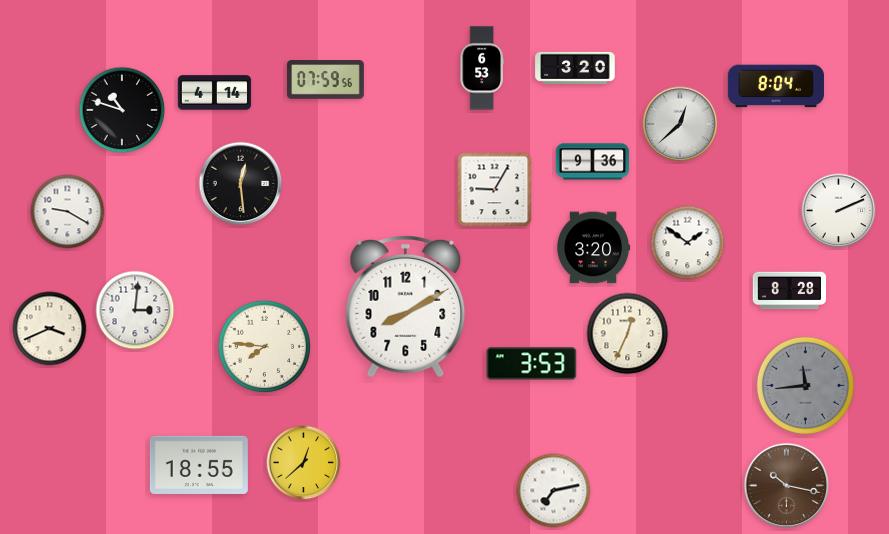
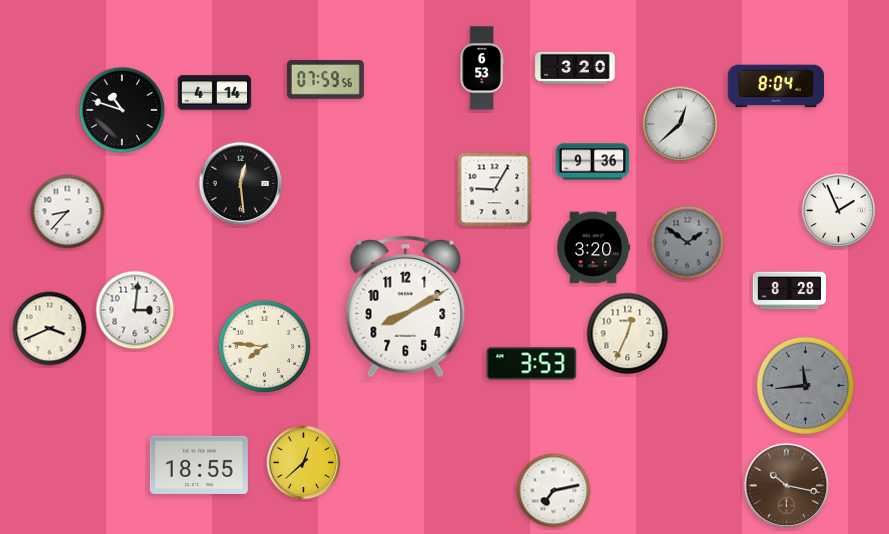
clock at (839, 211): 2:11 -> 1:56
clock at (68, 212): 9:20 -> 8:37
clock at (688, 243) dial: white -> grey
